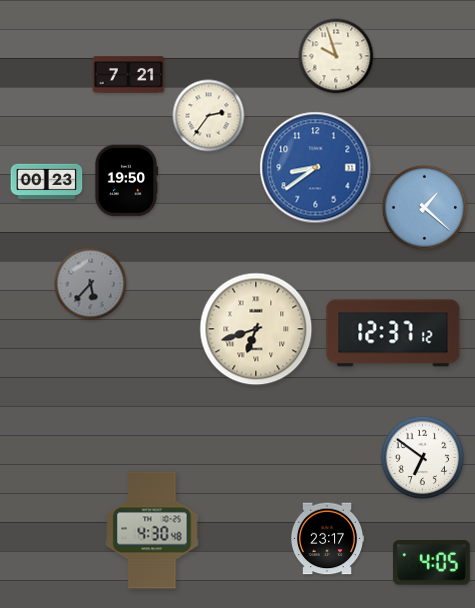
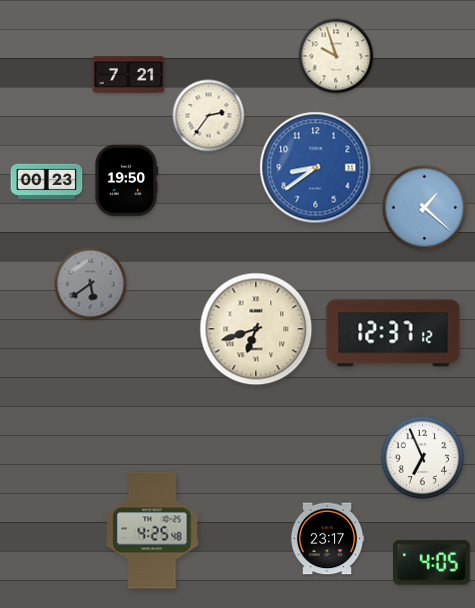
clock at (91, 284): 5:37 -> 5:39
clock at (423, 458): 6:51 -> 6:56
clock at (152, 530): 4:30 -> 4:25
